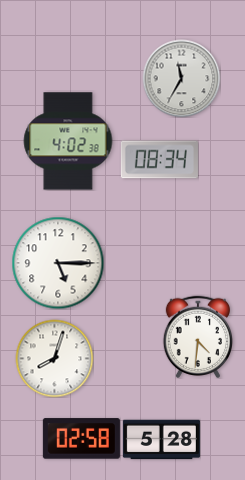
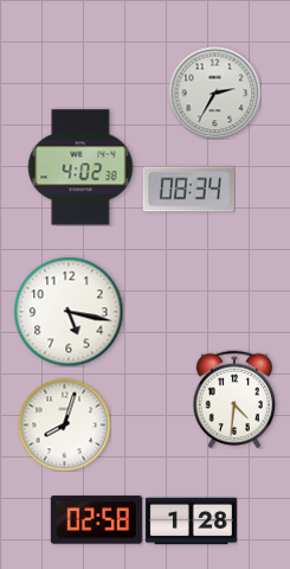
clock at (181, 78): 11:35 -> 2:35
clock at (58, 263): 5:15 -> 5:17
clock at (161, 440): 5:28 -> 1:28
